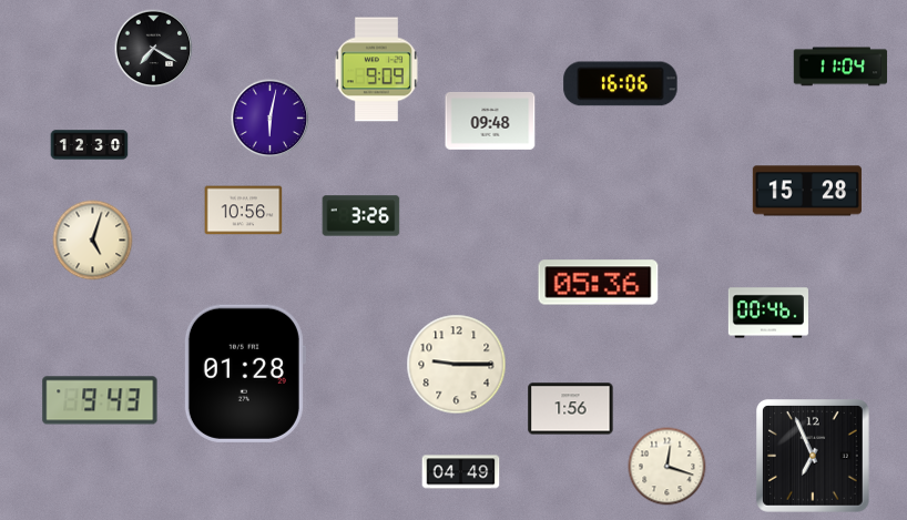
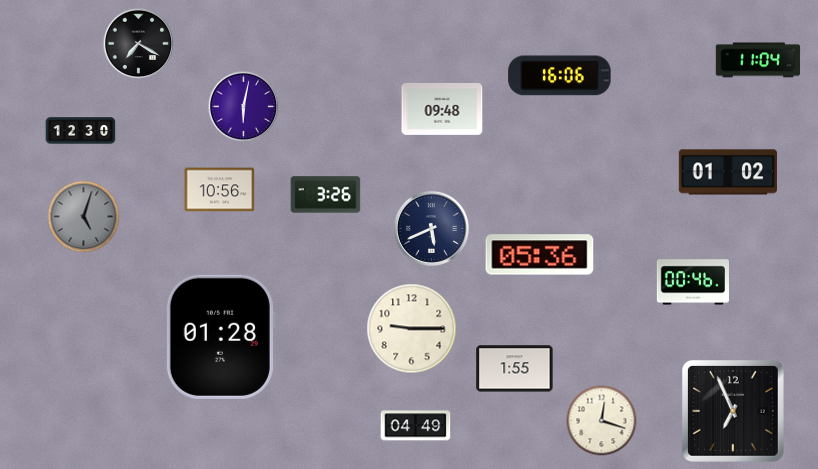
clock at (376, 70): 9:09 -> none
clock at (807, 191): 15:28 -> 01:02
clock at (93, 241) dial: cream -> grey
clock at (431, 228): none -> 5:41
clock at (100, 400): 9:43 -> none
clock at (571, 409): 1:56 -> 1:55
